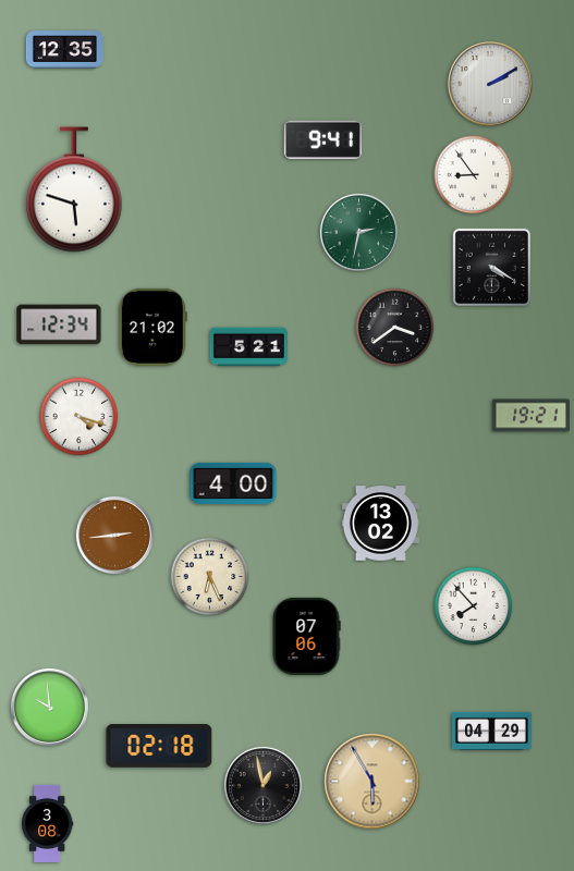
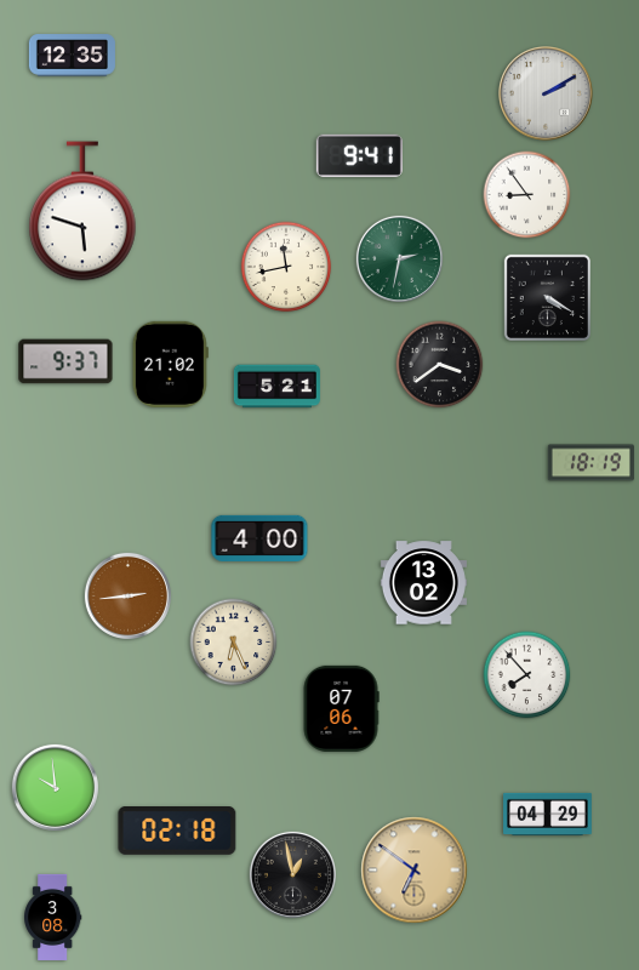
clock at (286, 267): none -> 11:43
clock at (59, 324): 12:34 -> 9:37
clock at (530, 416): 19:21 -> 18:19
clock at (80, 417): 4:18 -> none
clock at (373, 782): 5:55 -> 6:51
